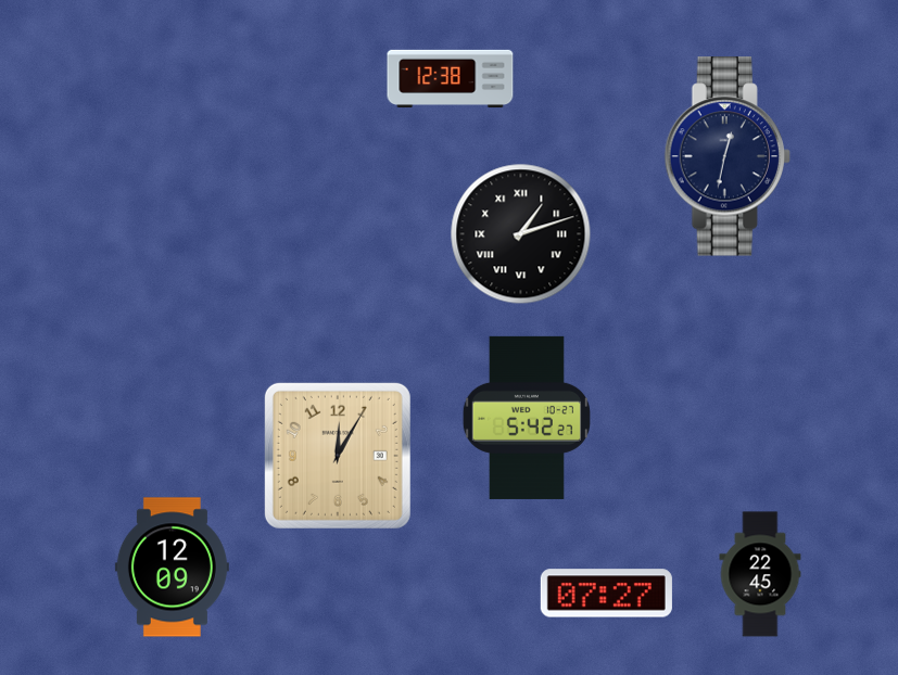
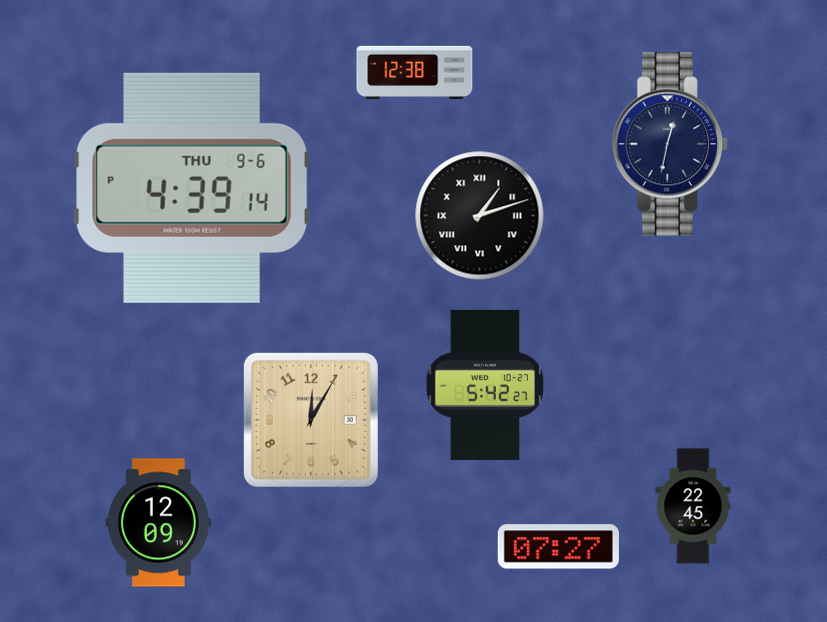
clock at (192, 188): none -> 4:39
clock at (760, 574) position: (760, 574) -> (693, 506)
